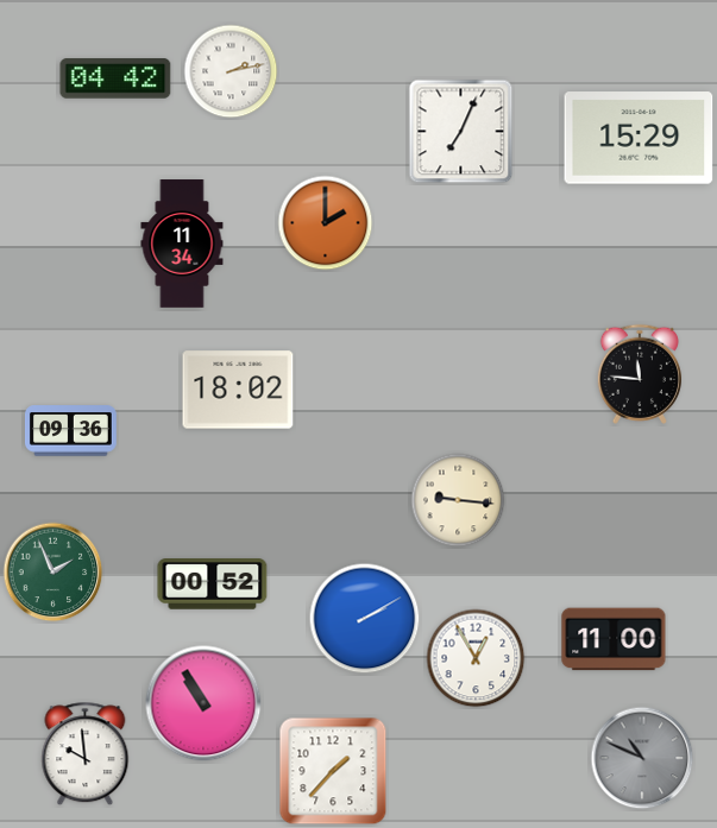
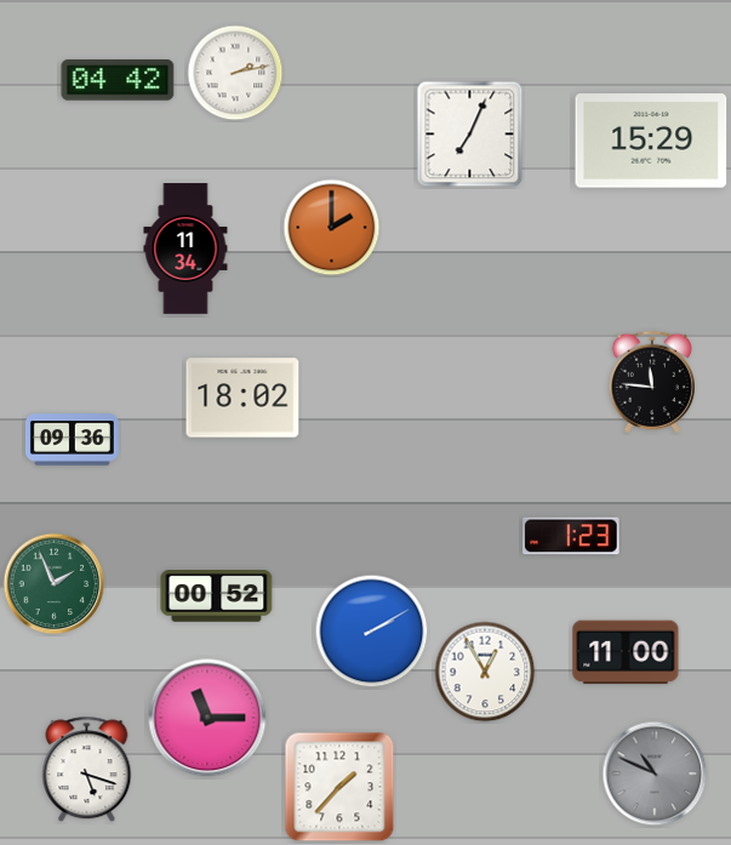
clock at (458, 500): 9:16 -> none
clock at (571, 536): none -> 1:23
clock at (203, 703): 10:55 -> 11:15
clock at (86, 754): 9:59 -> 5:18
